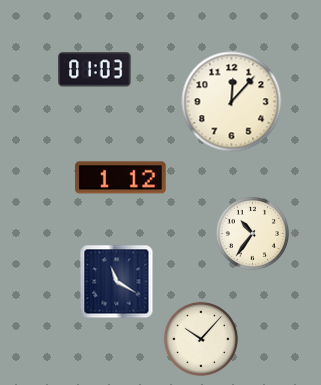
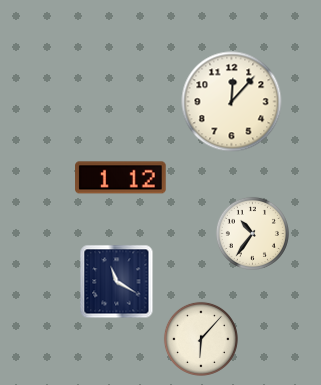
clock at (95, 70): 01:03 -> none
clock at (201, 339): 10:07 -> 6:07
